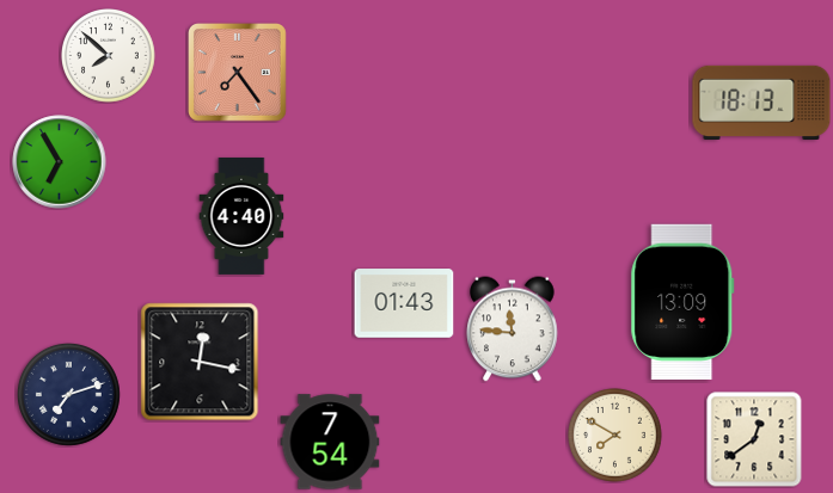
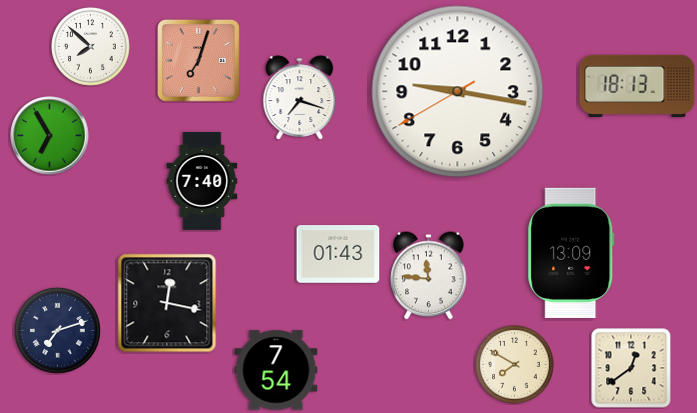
clock at (238, 73): 7:24 -> 7:03
clock at (458, 92): none -> 9:16
clock at (300, 98): none -> 7:18
clock at (241, 216): 4:40 -> 7:40
